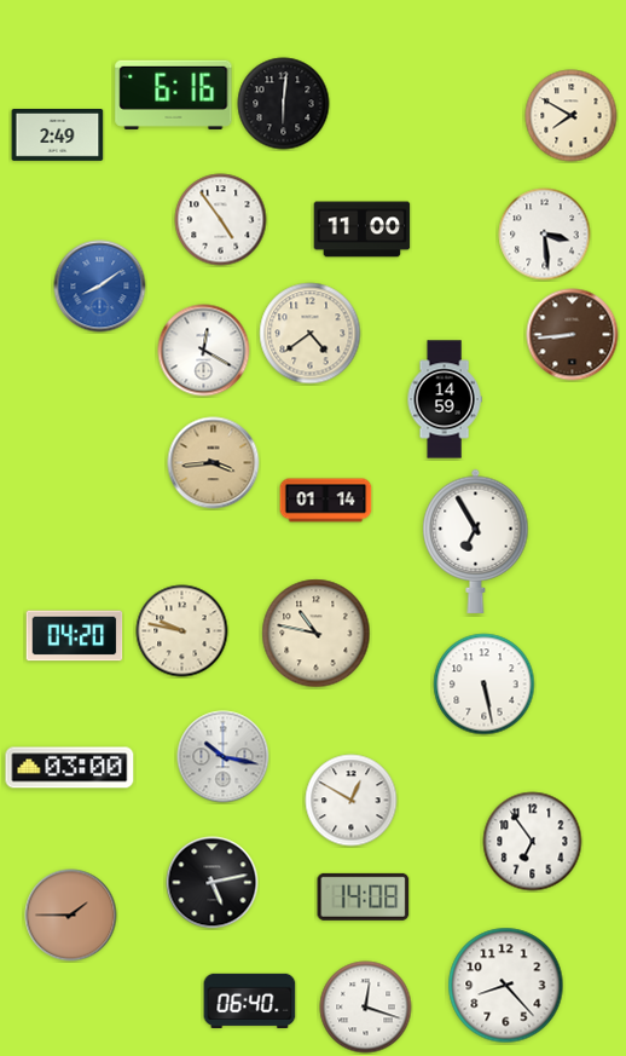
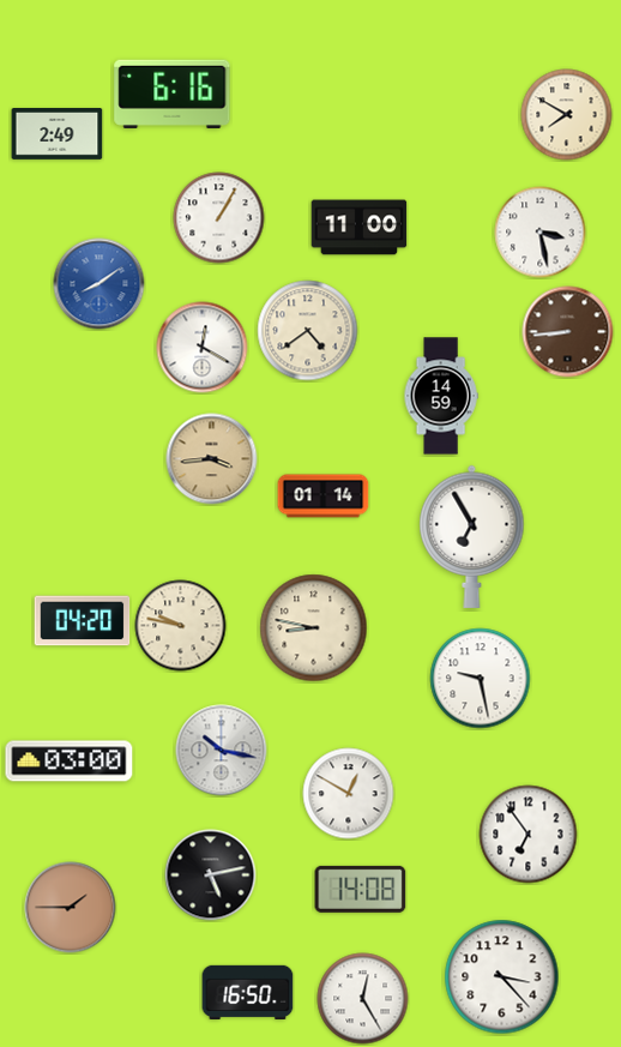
clock at (284, 104): 6:01 -> none
clock at (221, 220): 4:54 -> 1:05
clock at (545, 235): 3:29 -> 3:28
clock at (317, 634): 10:47 -> 8:47
clock at (75, 636) position: (75, 636) -> (83, 621)
clock at (485, 685): 5:28 -> 9:28
clock at (506, 986): 8:23 -> 3:23
clock at (250, 1000): 06:40 -> 16:50
clock at (366, 1008): 12:18 -> 12:25
